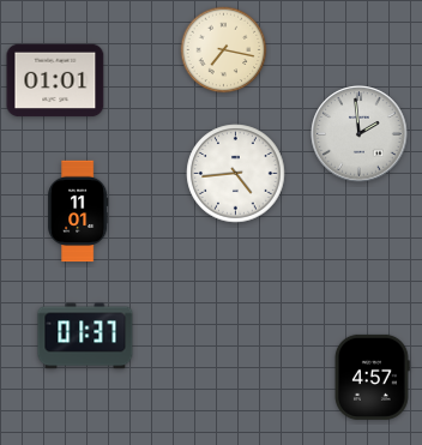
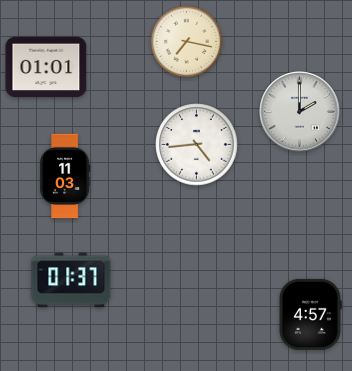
clock at (360, 134): 1:59 -> 2:00
clock at (78, 211): 11:01 -> 11:03
